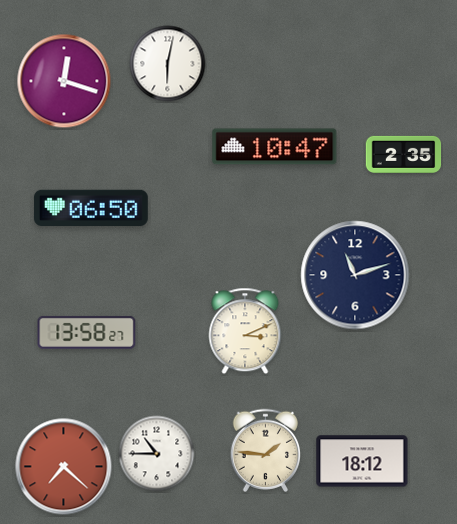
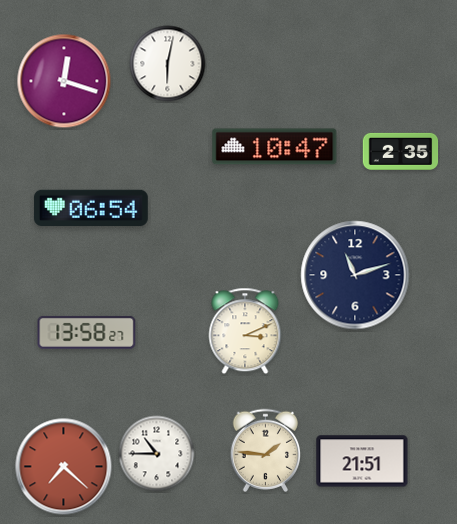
clock at (404, 154) position: (404, 154) -> (401, 151)
clock at (92, 208): 06:50 -> 06:54
clock at (362, 461): 18:12 -> 21:51
